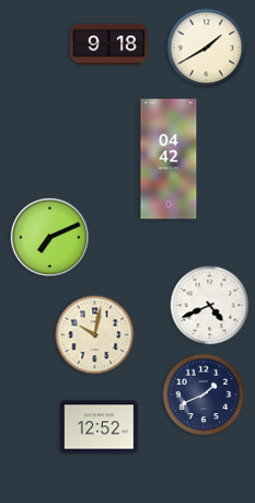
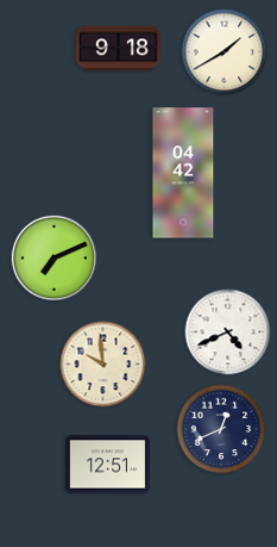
clock at (95, 335): 10:02 -> 9:59
clock at (204, 395): 1:41 -> 12:41
clock at (98, 427): 12:52 -> 12:51
